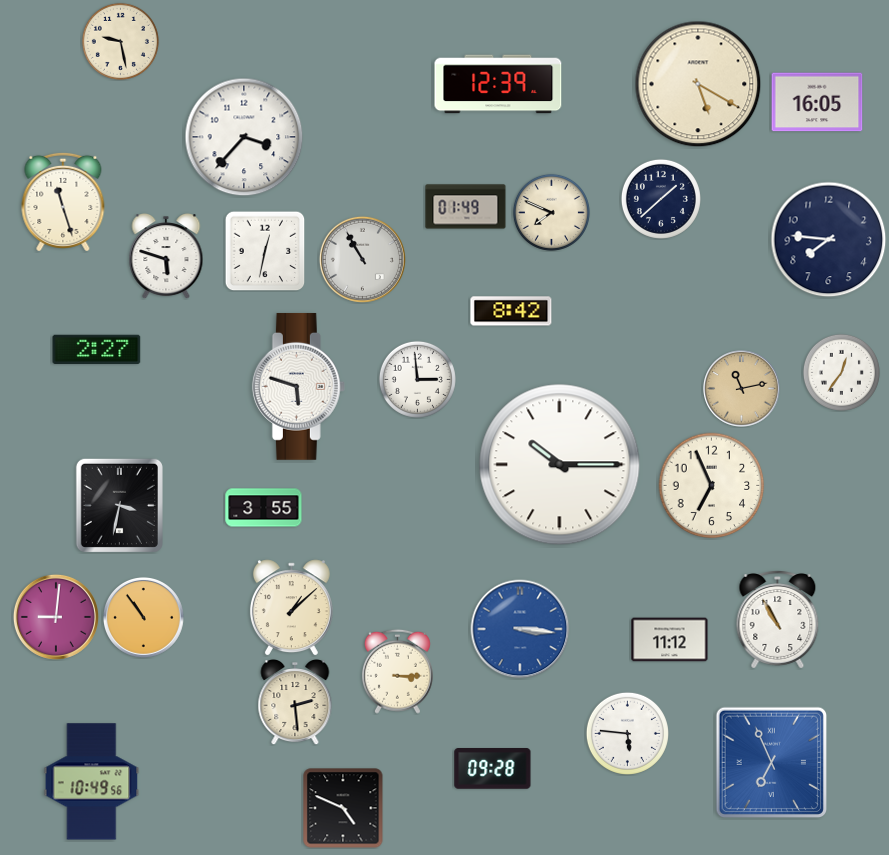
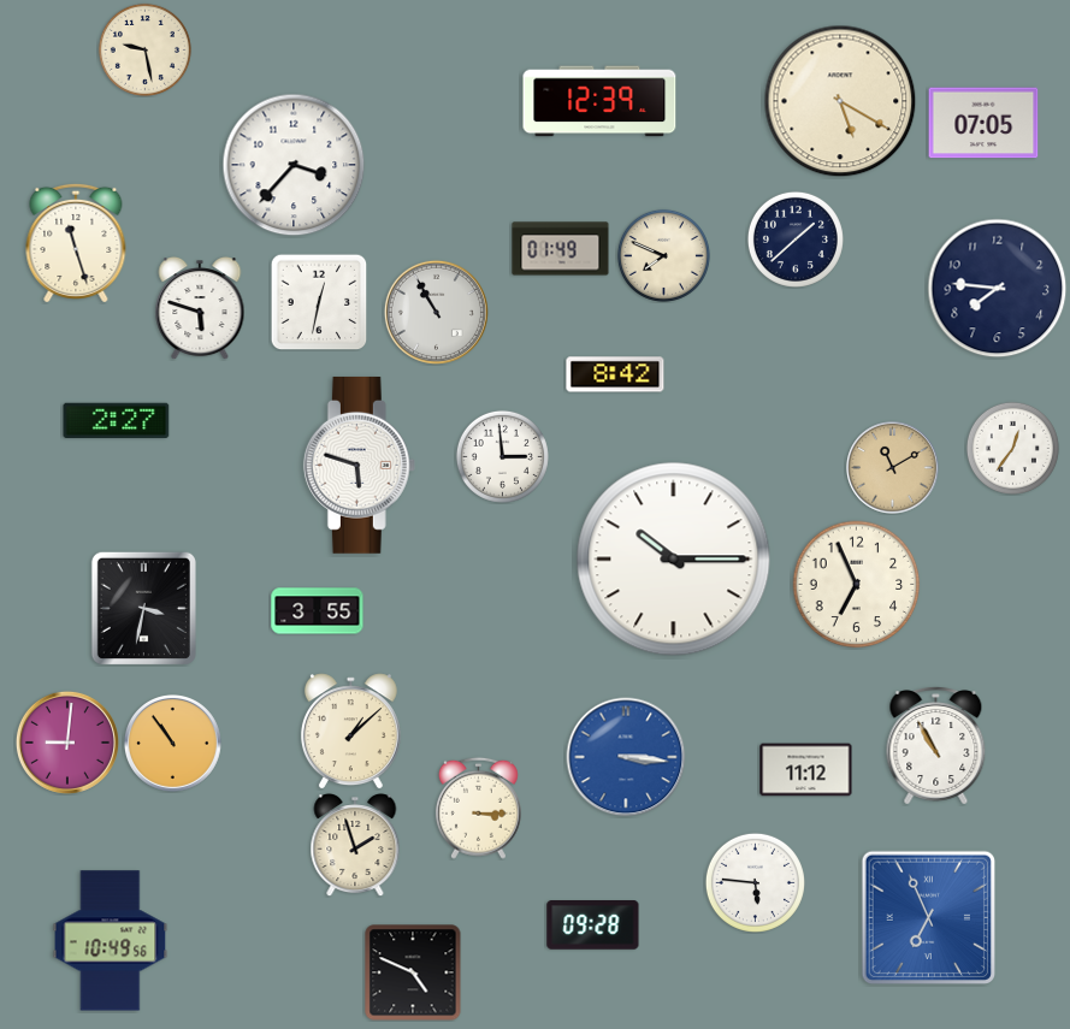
clock at (817, 102): 16:05 -> 07:05
clock at (742, 389): 11:13 -> 11:10
clock at (295, 703): 2:29 -> 1:57
